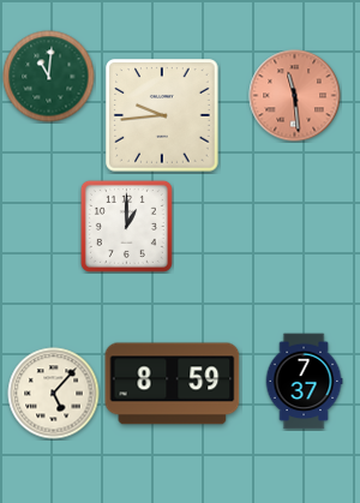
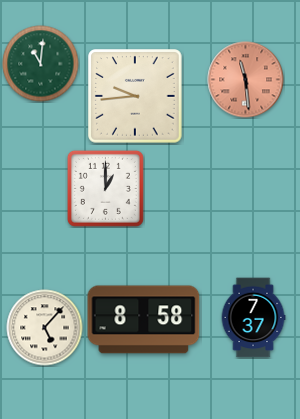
clock at (173, 384): 8:59 -> 8:58
